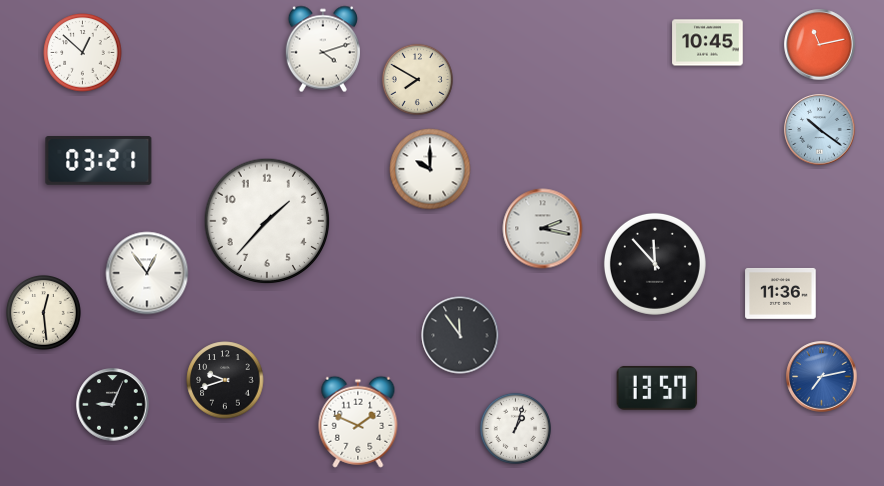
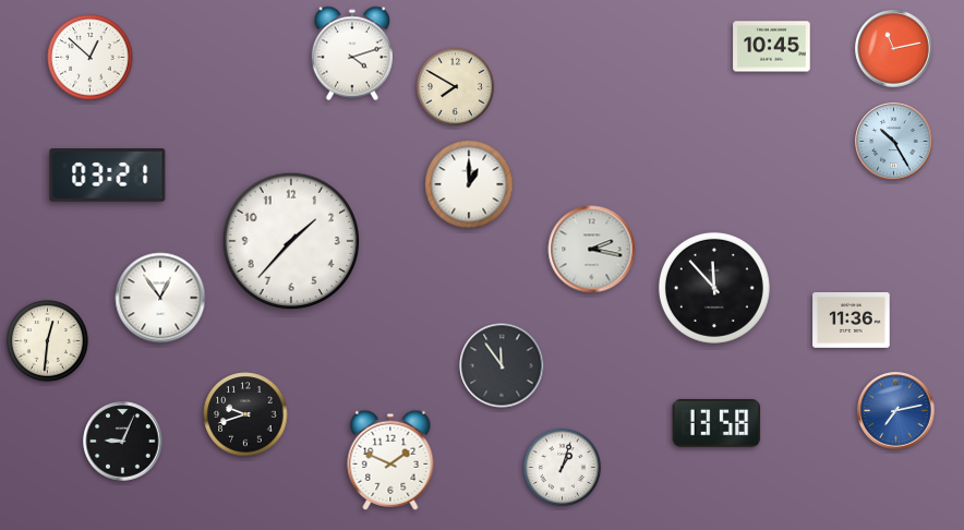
clock at (820, 130): 10:21 -> 10:25
clock at (430, 169): 10:00 -> 1:00
clock at (44, 313): 12:29 -> 12:31
clock at (657, 388): 13:57 -> 13:58
